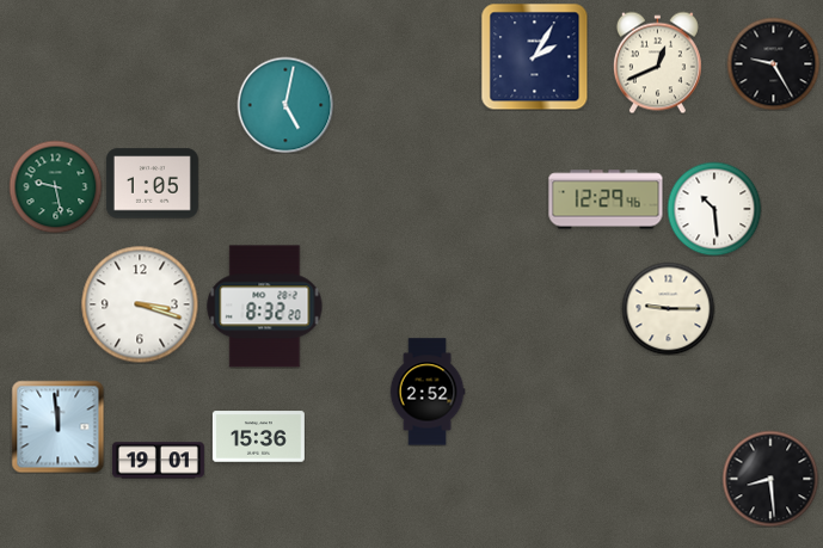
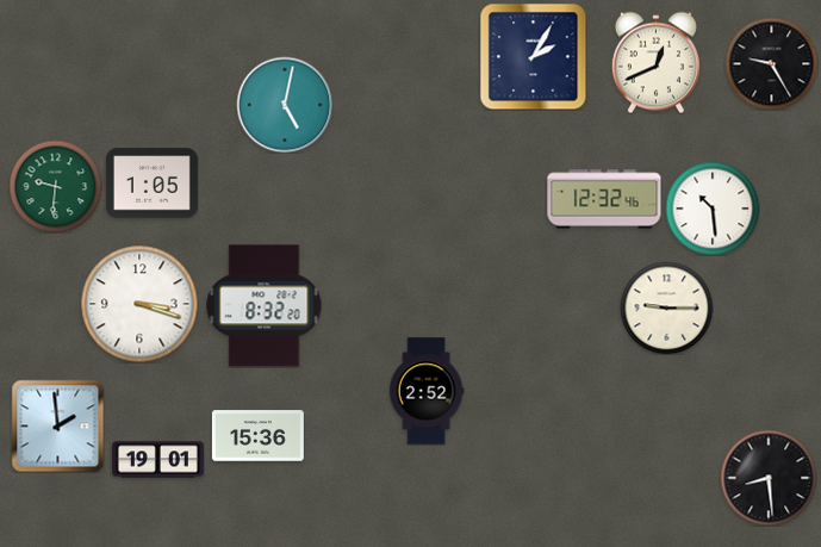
clock at (55, 186): 9:28 -> 9:31
clock at (606, 199): 12:29 -> 12:32
clock at (57, 426): 11:59 -> 1:59
